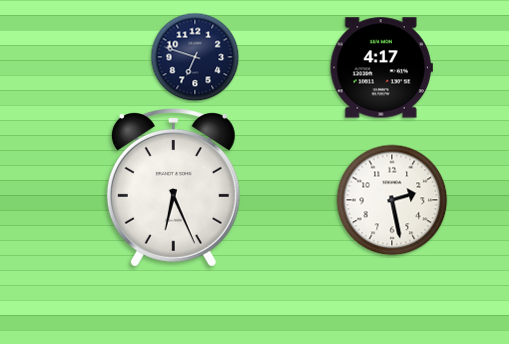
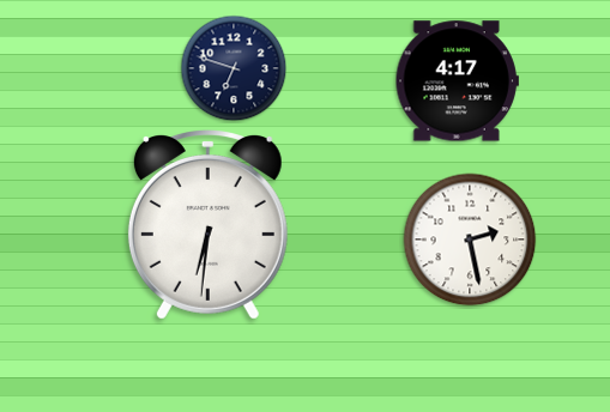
clock at (173, 188): 6:26 -> 6:31
